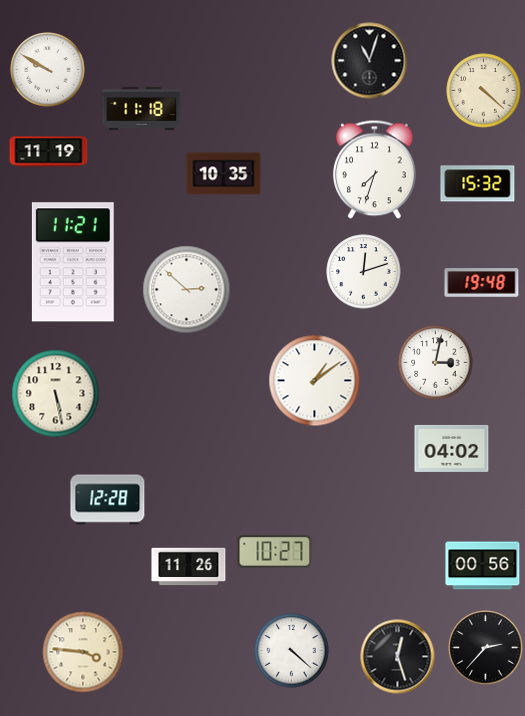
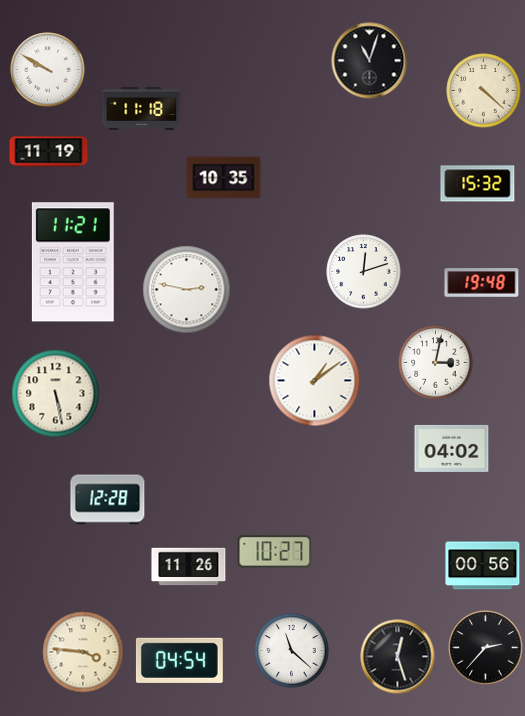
clock at (374, 170): 7:33 -> none
clock at (224, 174) position: (224, 174) -> (224, 178)
clock at (187, 290): 2:52 -> 2:47
clock at (292, 651): 4:22 -> 11:22
clock at (179, 660): none -> 04:54
